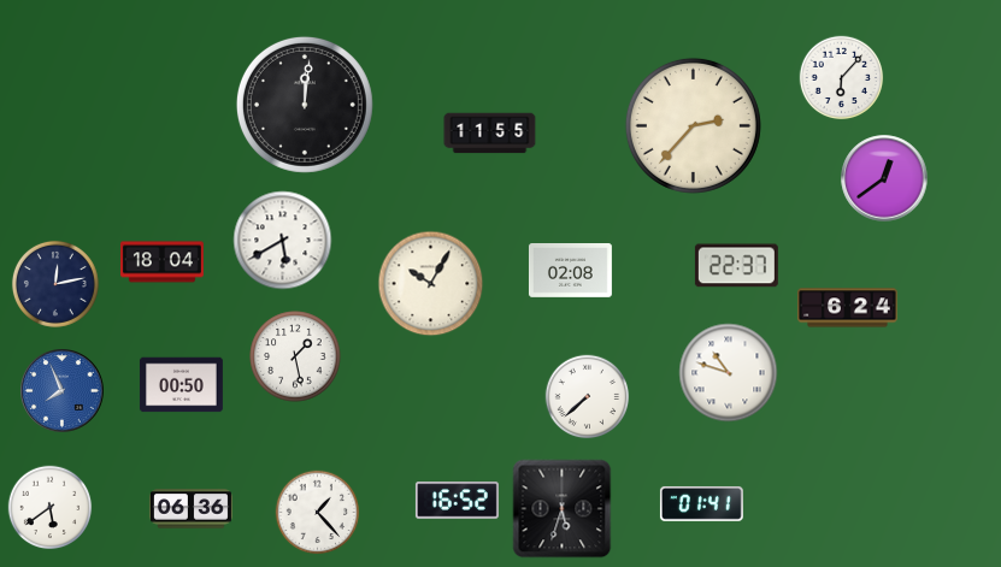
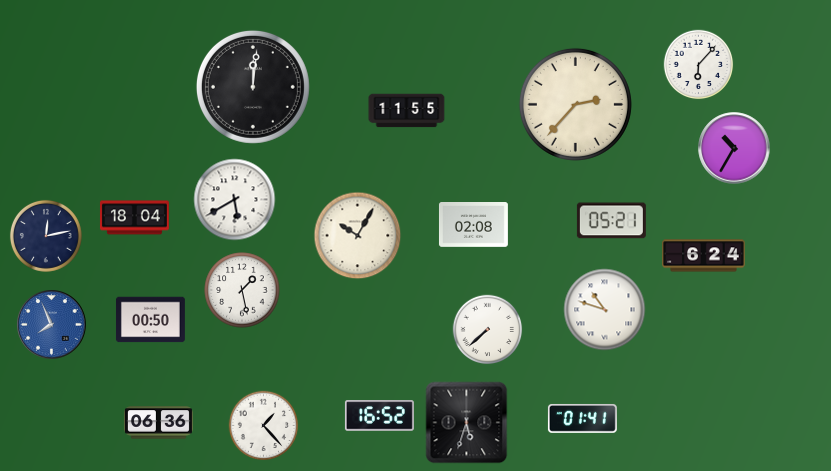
clock at (884, 178): 12:39 -> 10:35
clock at (736, 266): 22:37 -> 05:21
clock at (295, 356) position: (295, 356) -> (242, 290)
clock at (51, 508): 5:39 -> none
